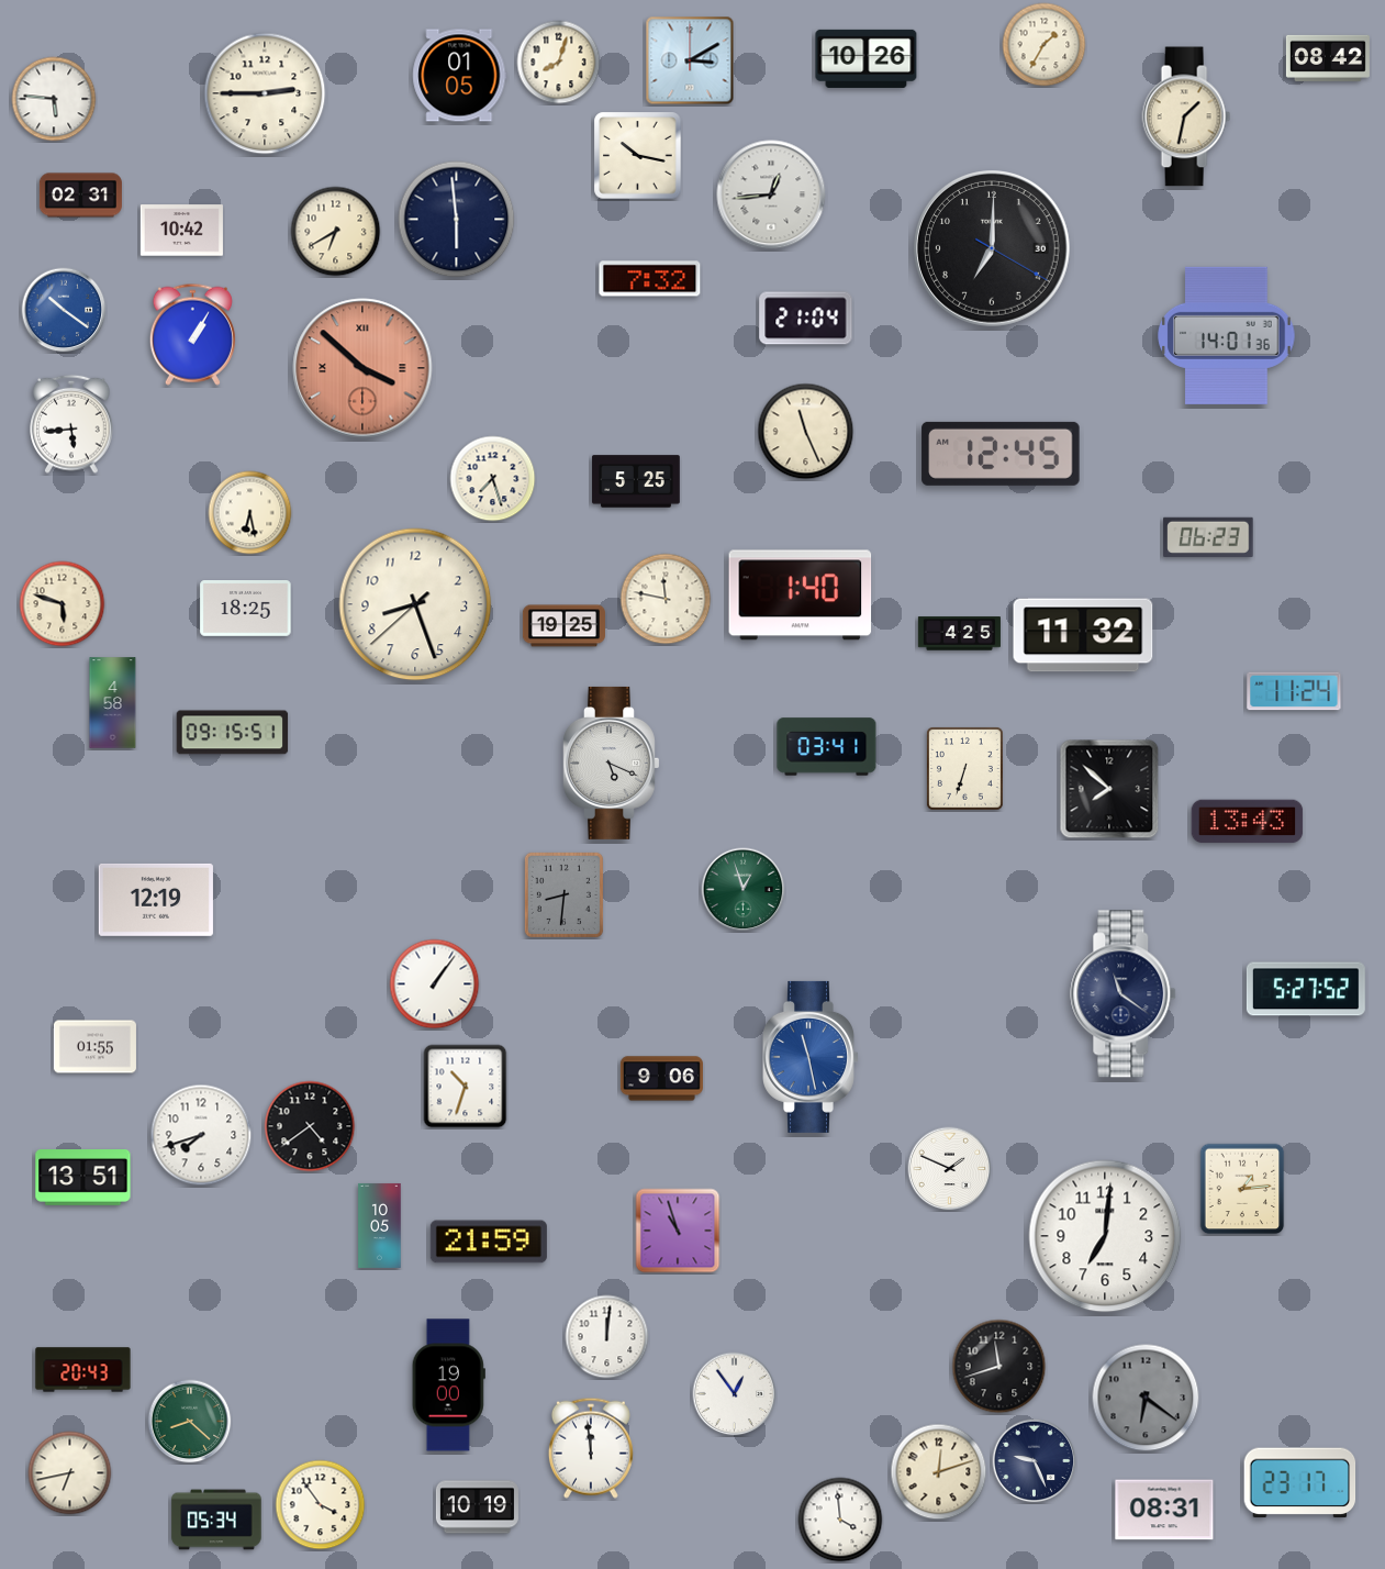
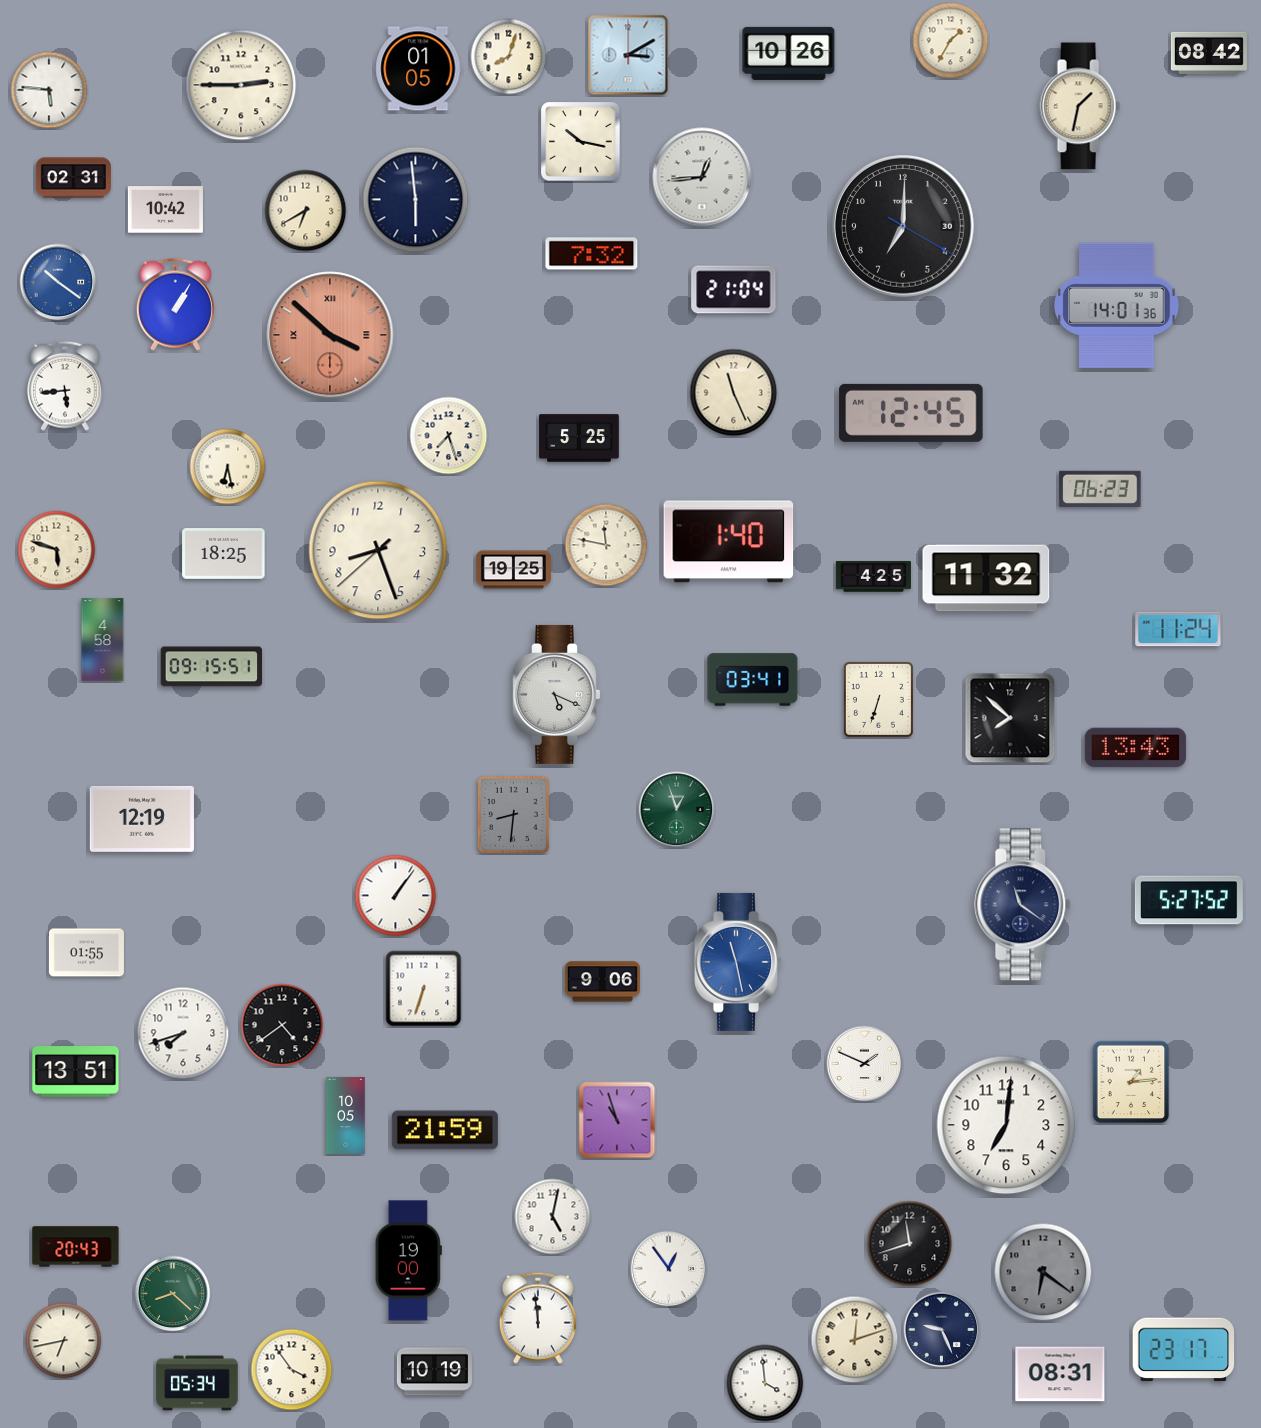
clock at (466, 1087): 10:33 -> 6:33
clock at (607, 1337): 12:01 -> 5:02
